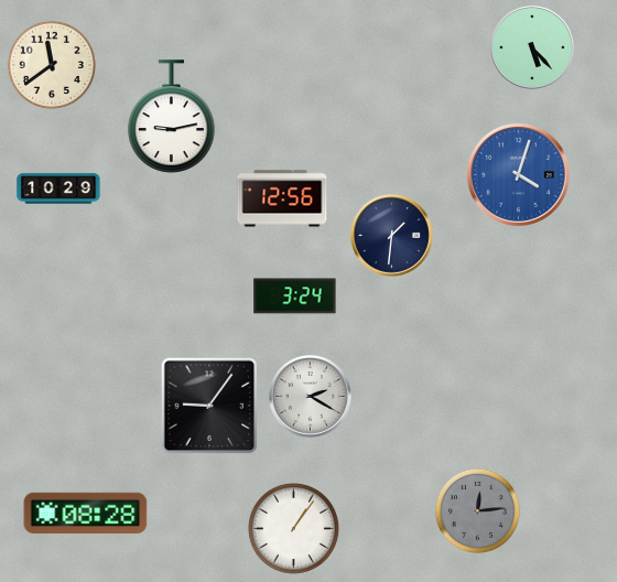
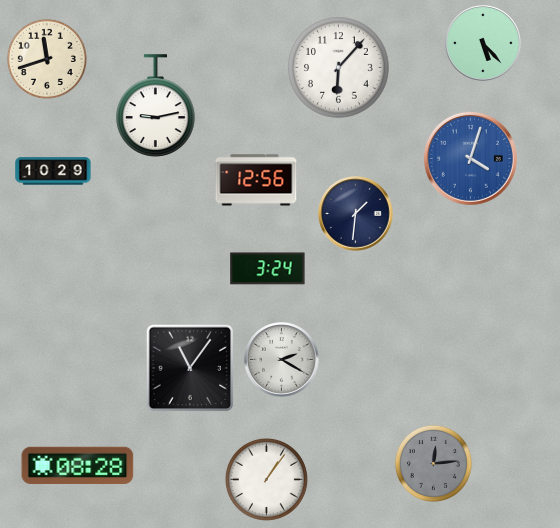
clock at (52, 65): 11:39 -> 11:42
clock at (339, 68): none -> 6:07
clock at (209, 406): 9:06 -> 11:06
